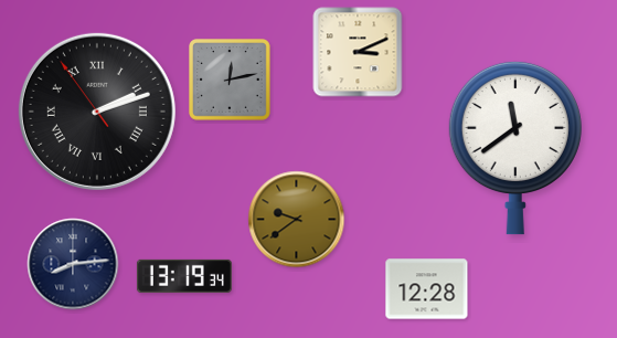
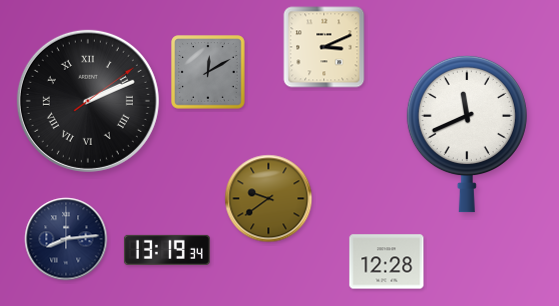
clock at (230, 80): 12:13 -> 12:10
clock at (97, 112): 2:11:54 -> 2:11:09
clock at (515, 148): 11:39 -> 11:41
